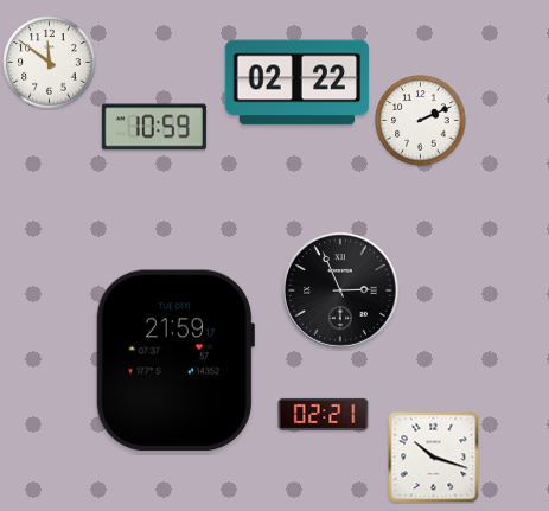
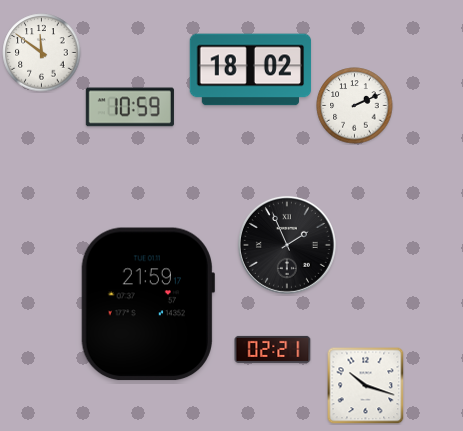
clock at (298, 83): 02:22 -> 18:02
clock at (421, 121) position: (421, 121) -> (355, 106)
clock at (340, 290): 2:56 -> 1:56
